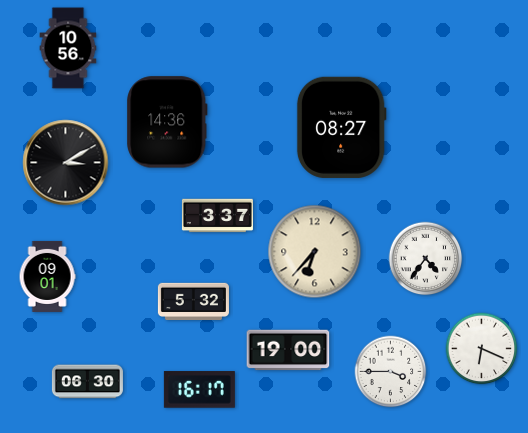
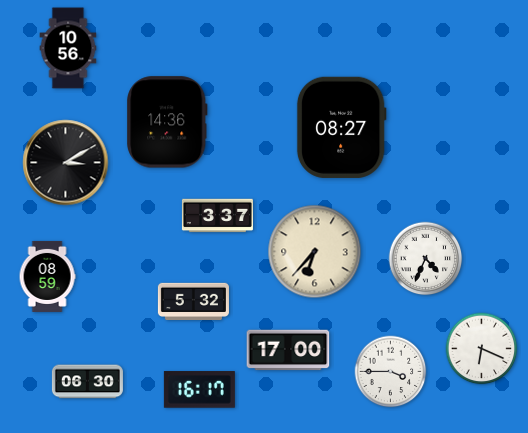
clock at (426, 259): 4:36 -> 4:34
clock at (47, 276): 09:01 -> 08:59
clock at (288, 350): 19:00 -> 17:00
